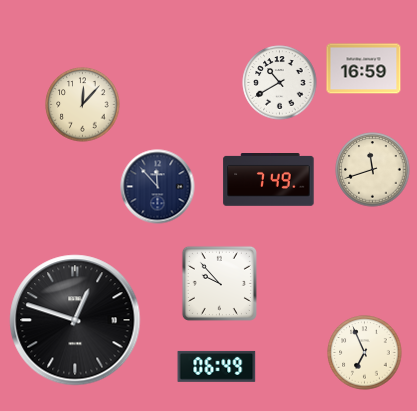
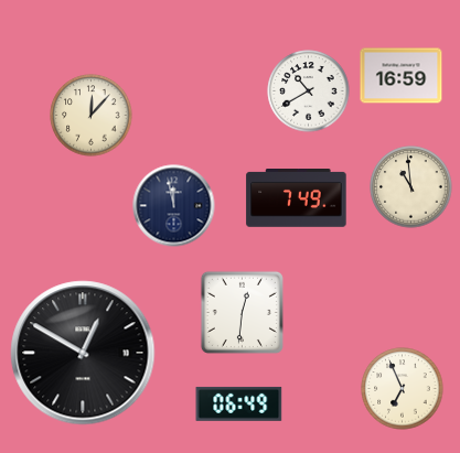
clock at (373, 170): 11:42 -> 10:59
clock at (158, 187): 11:53 -> 11:58
clock at (219, 283): 9:53 -> 12:31
clock at (75, 320): 12:48 -> 12:50
